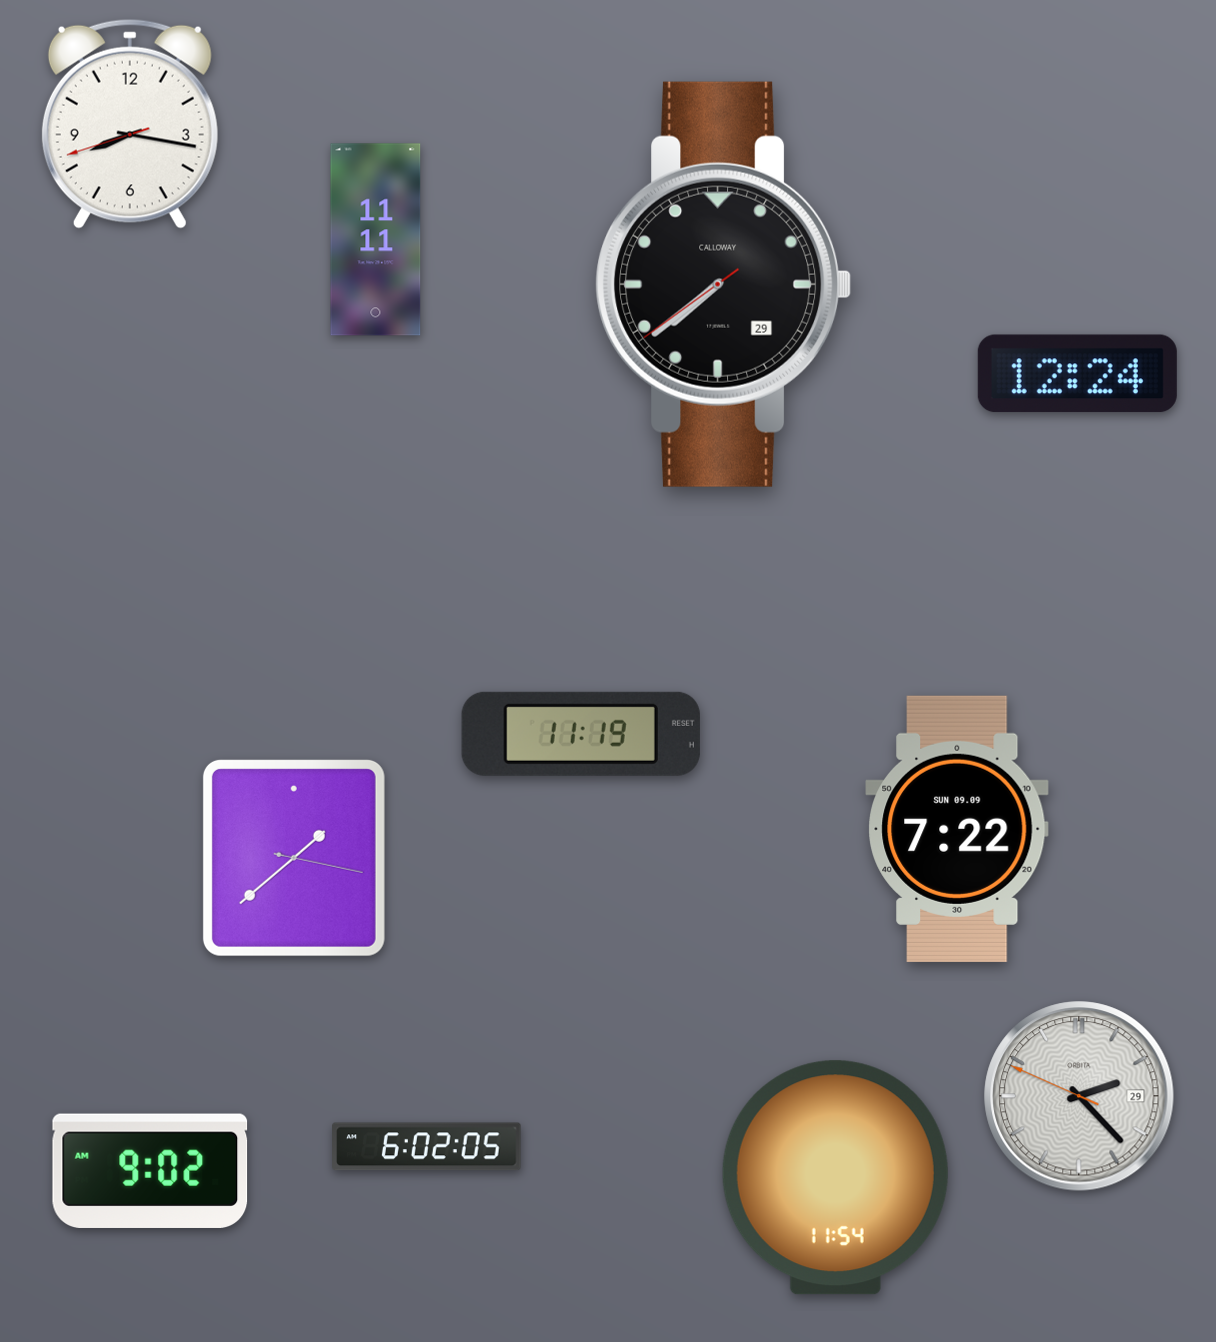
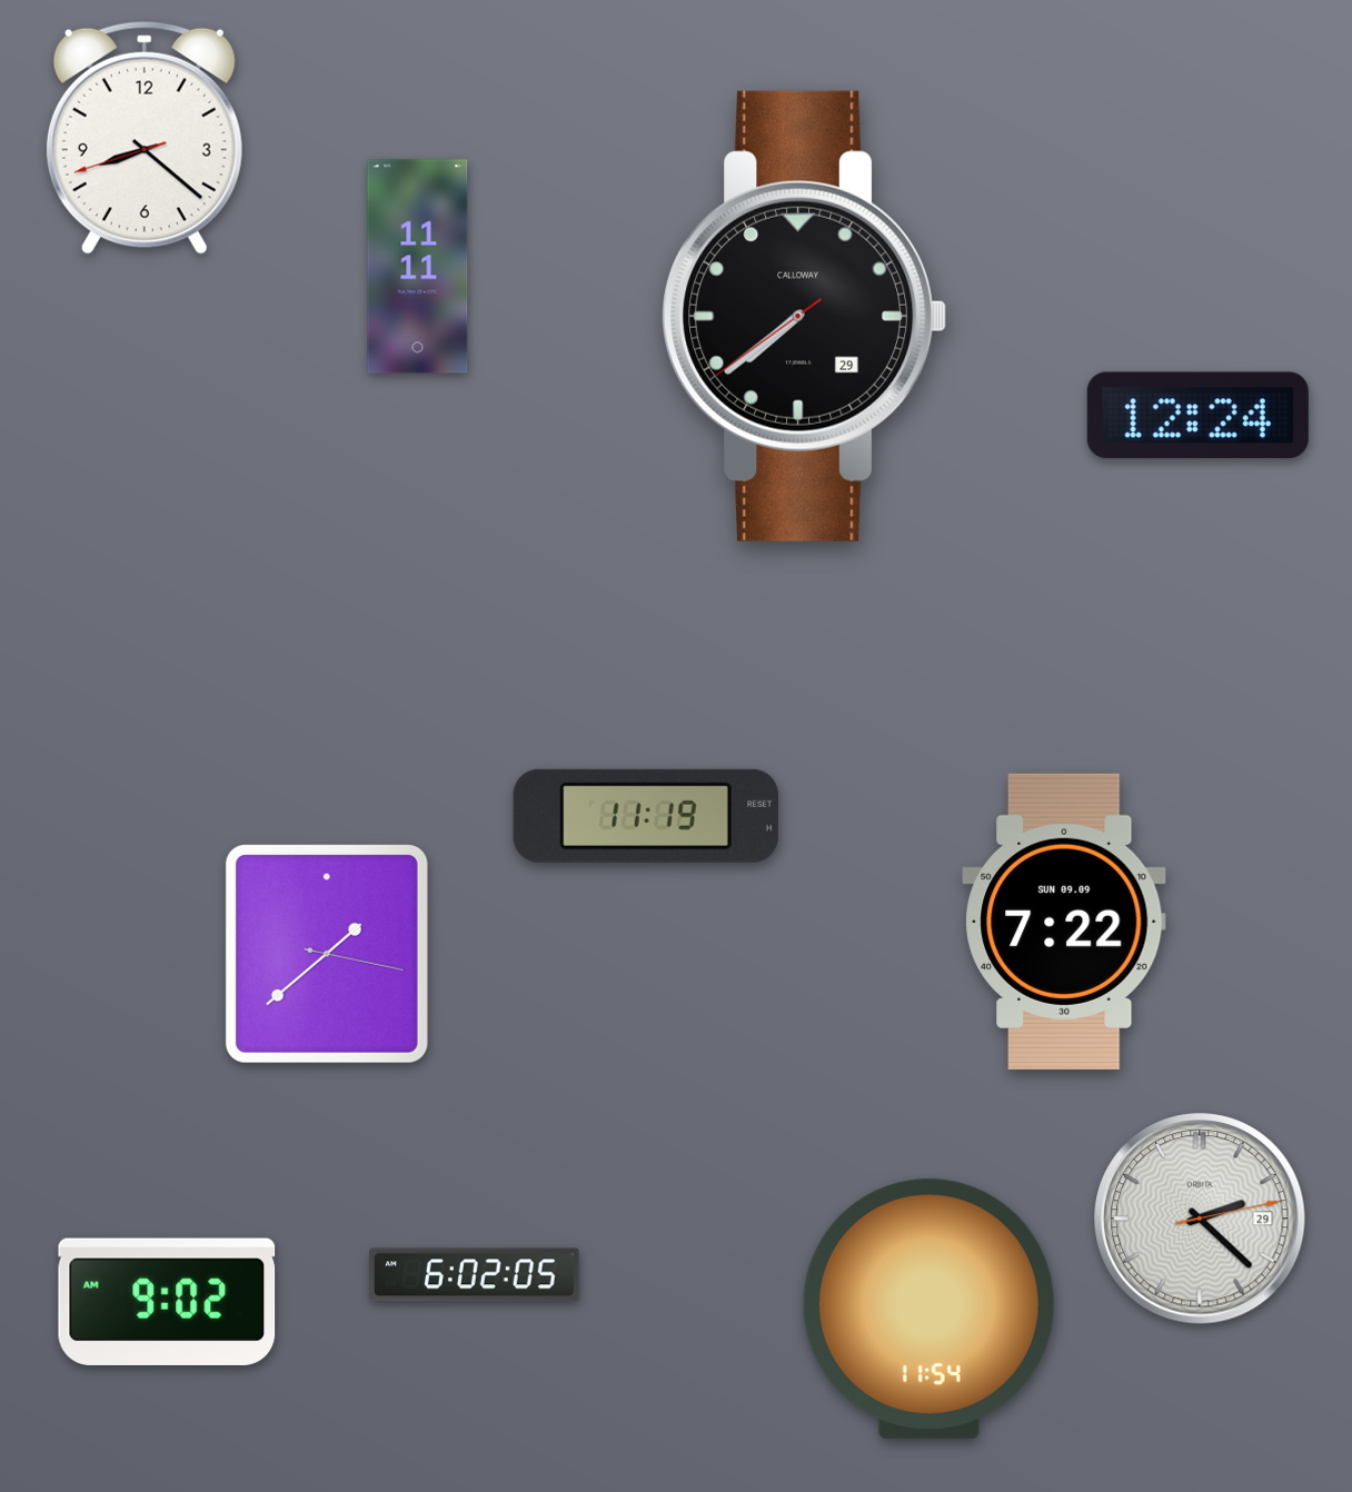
clock at (130, 124): 8:16 -> 8:21
clock at (1079, 1096): 2:22:49 -> 2:22:13
